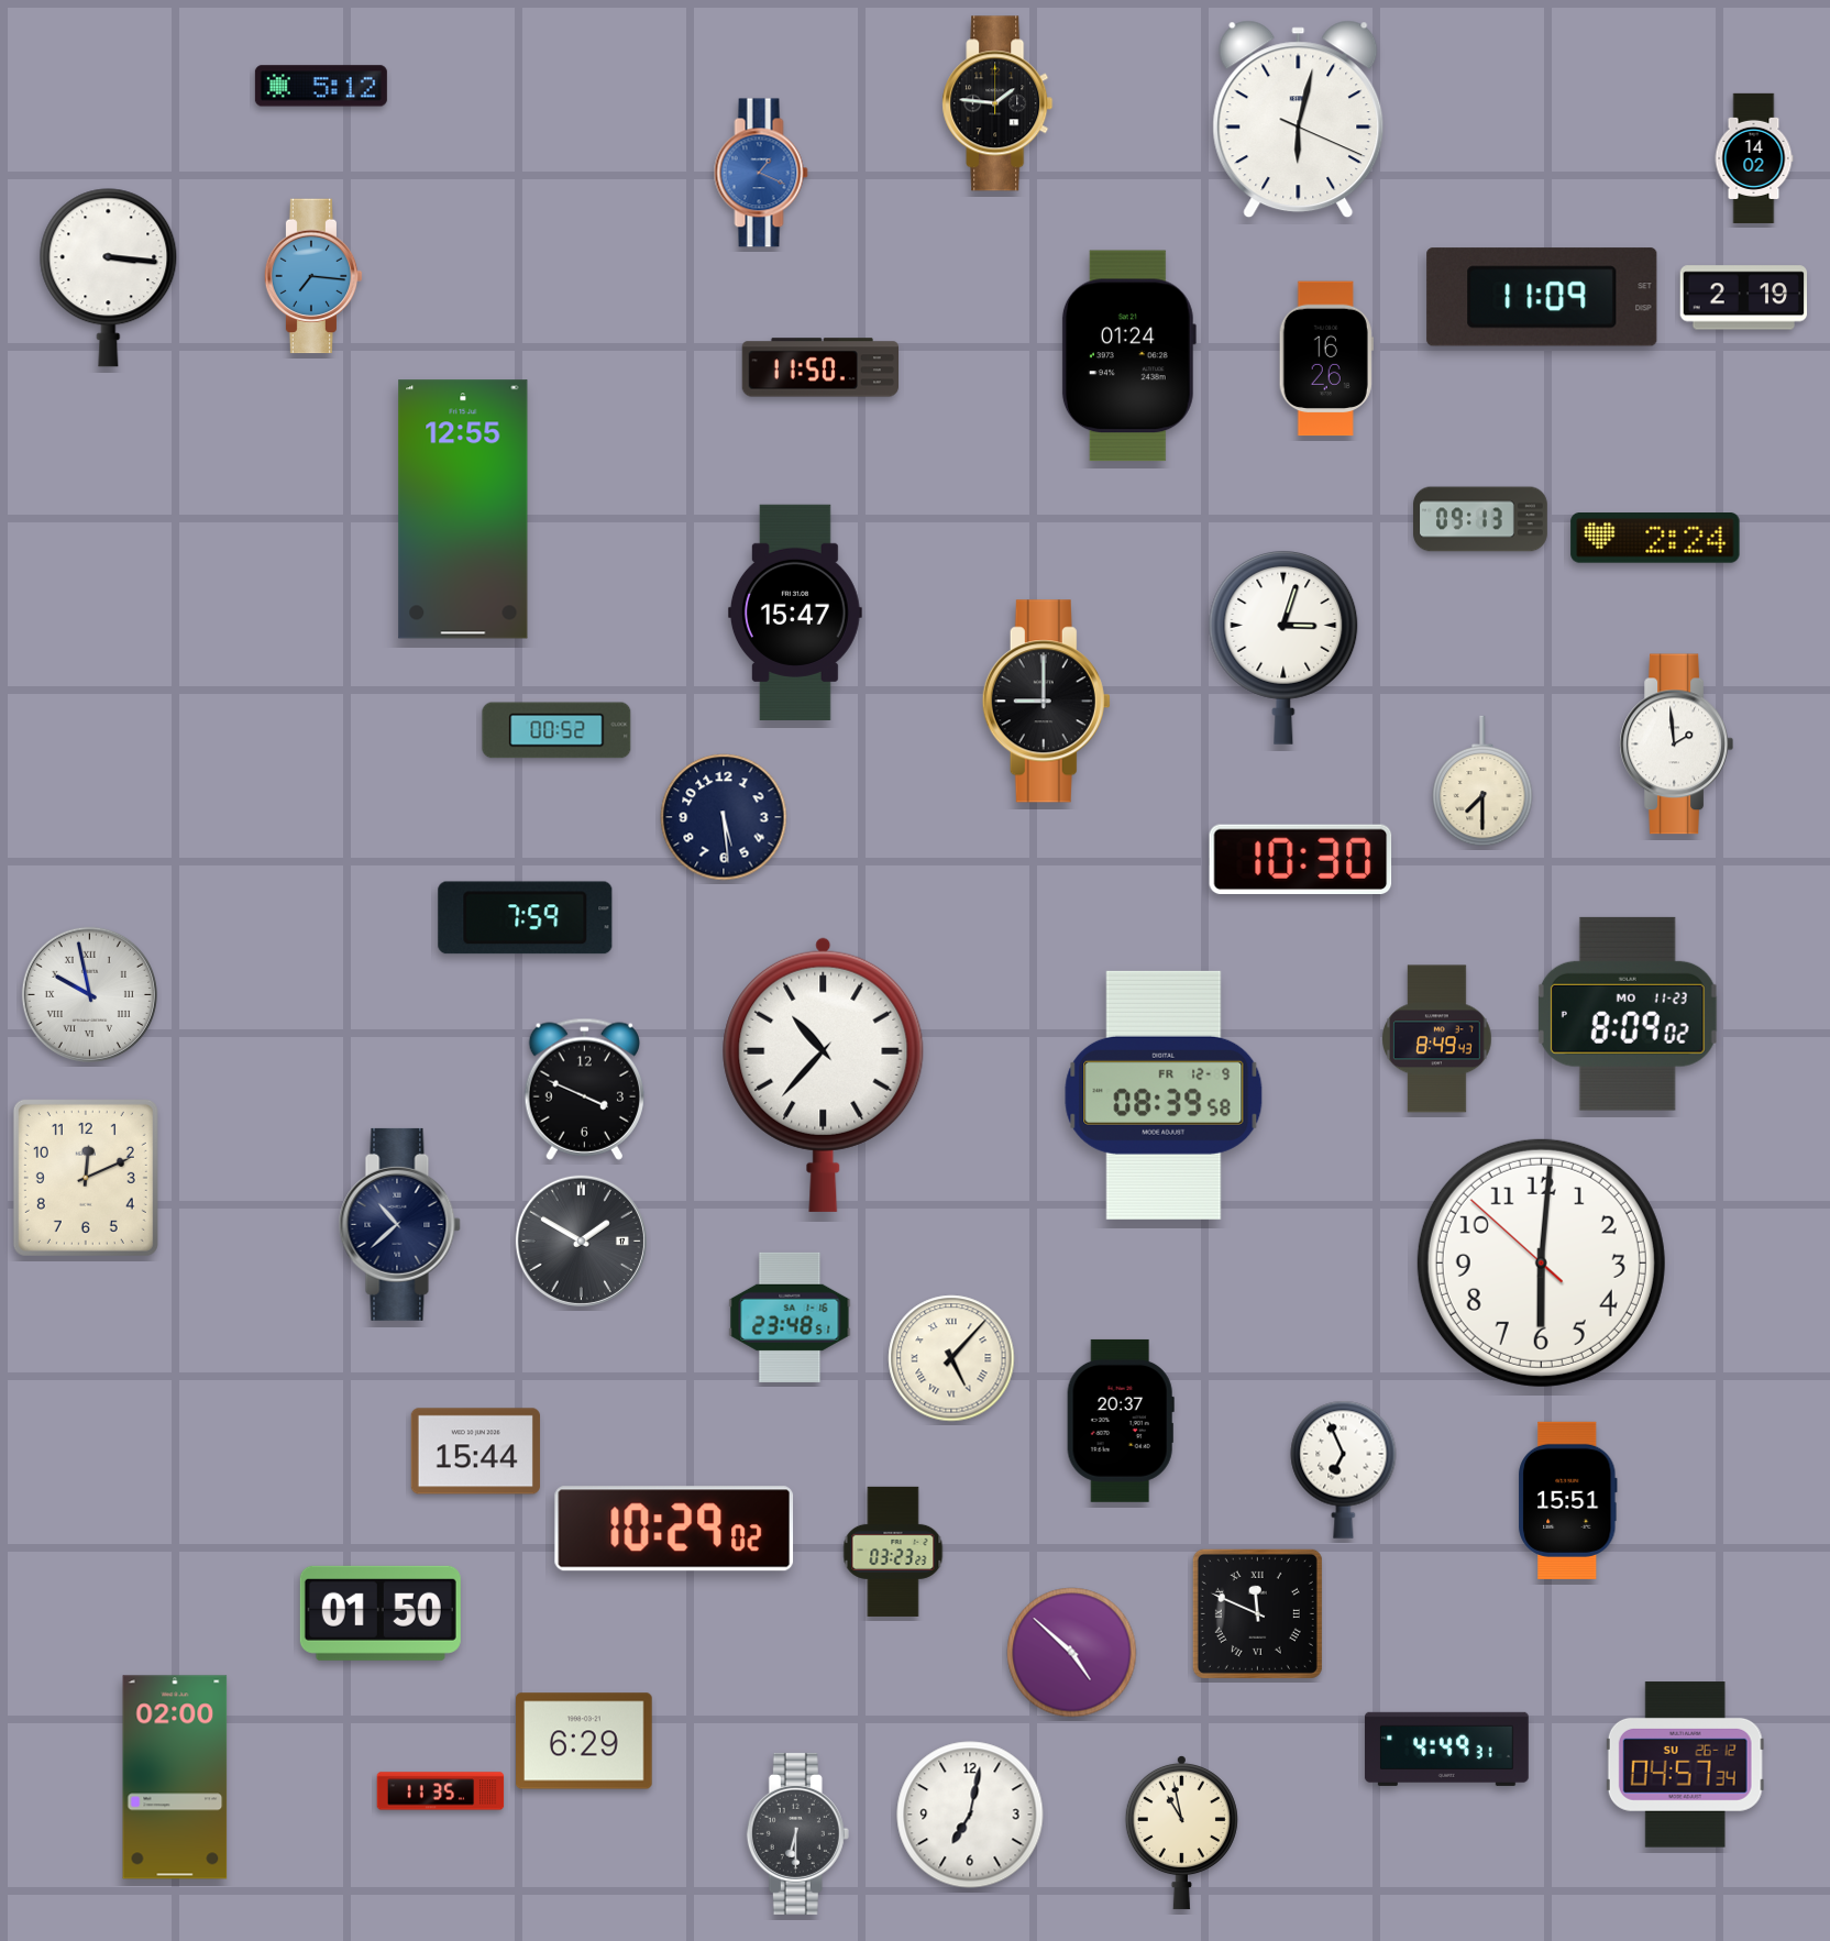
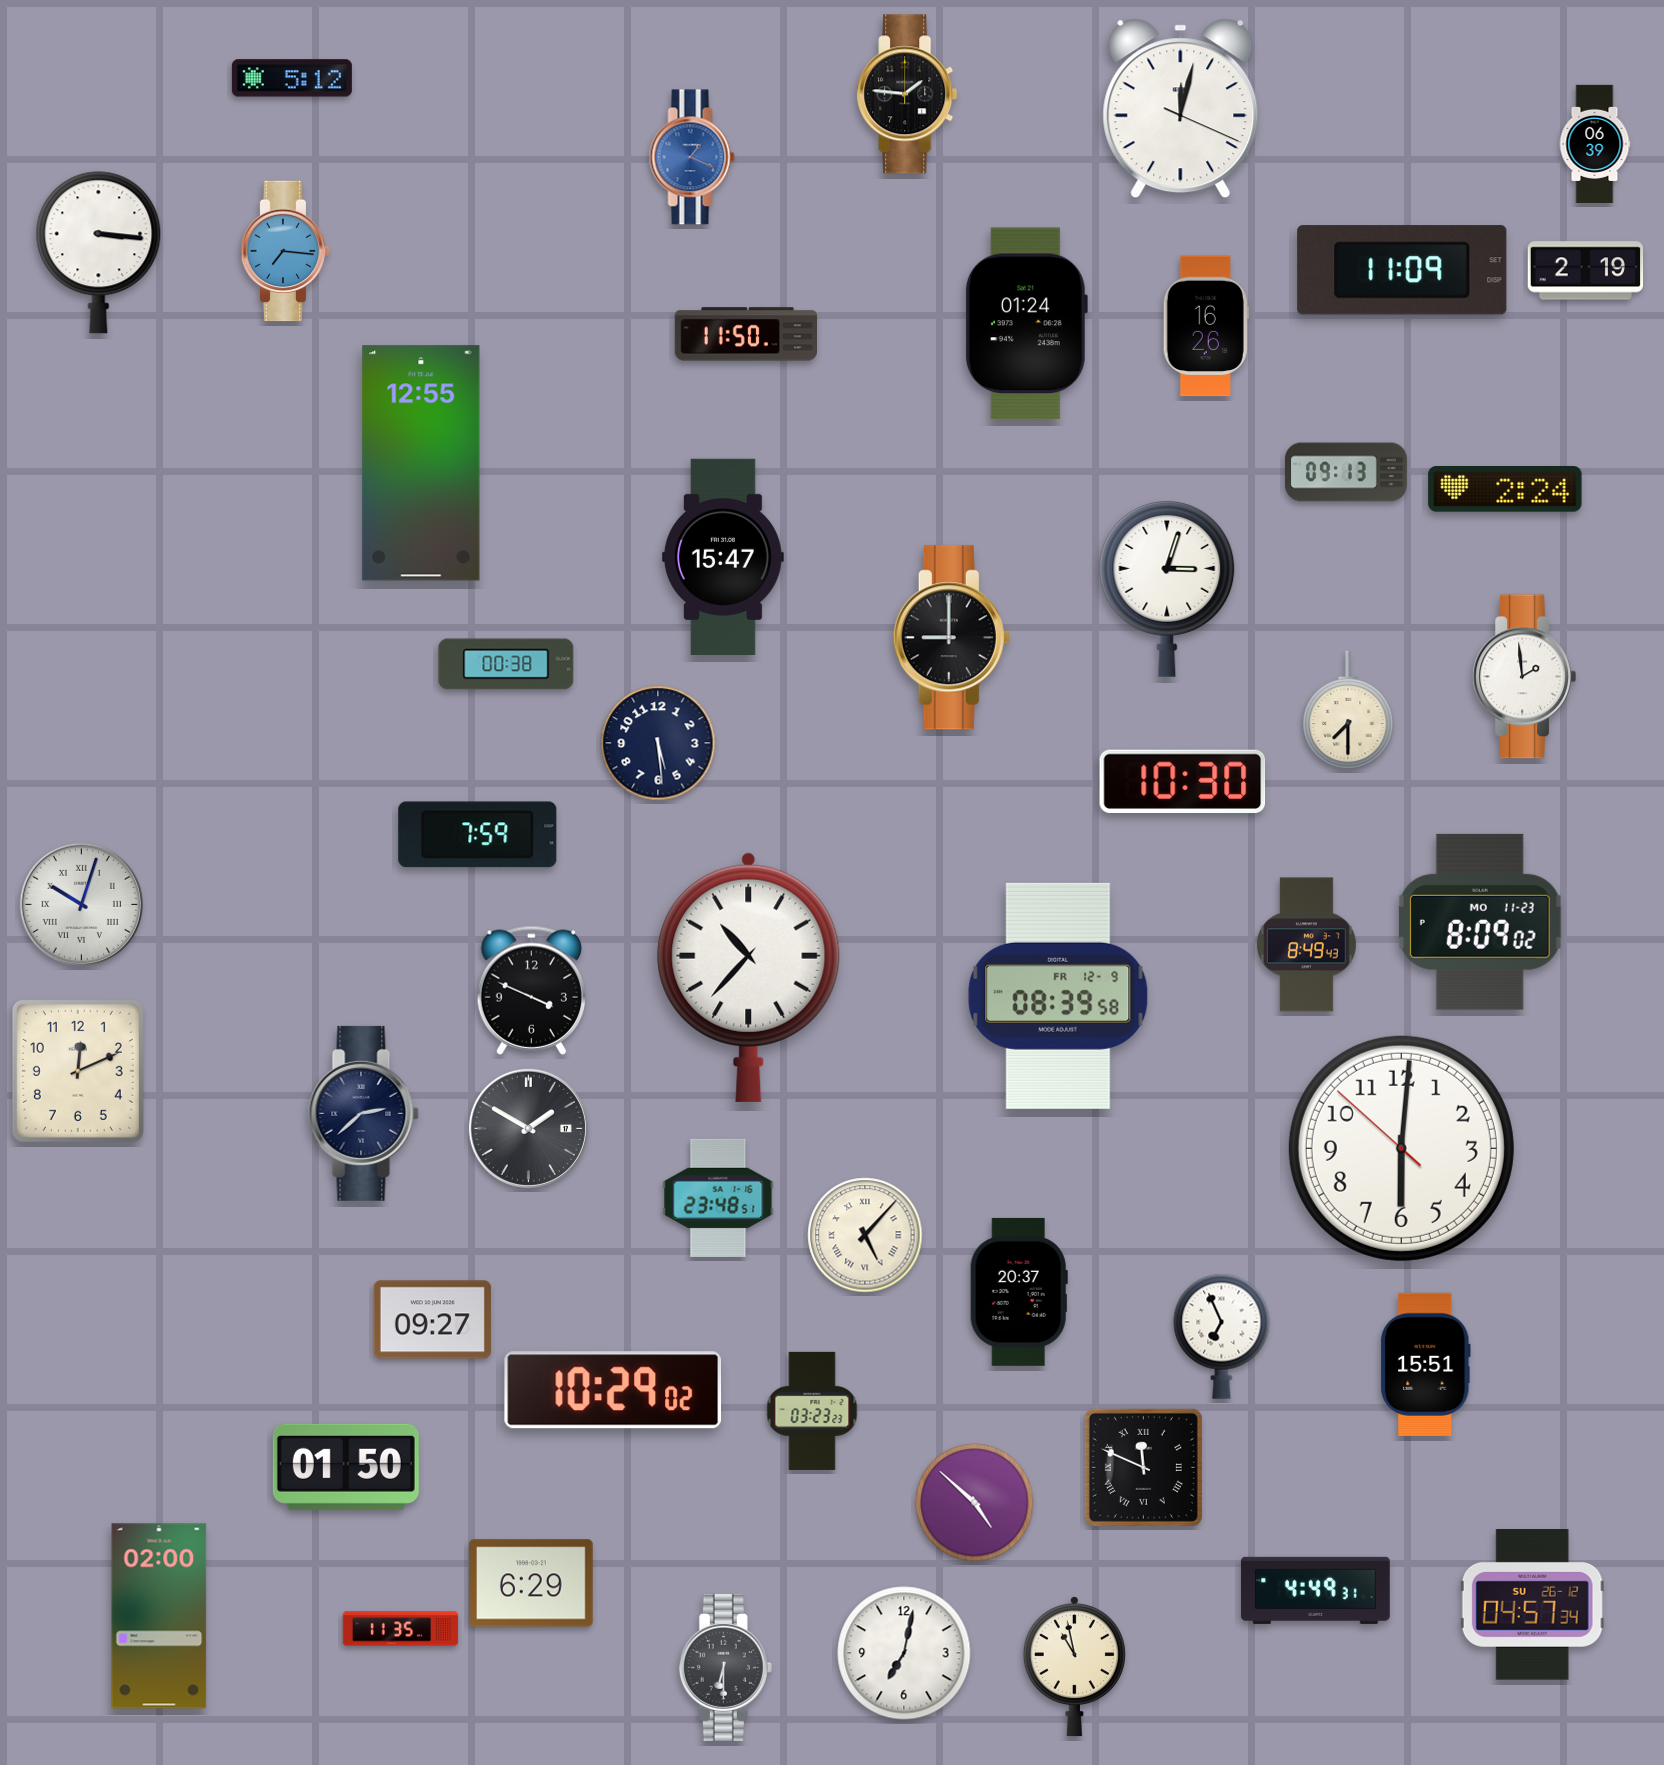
clock at (1299, 120): 6:02 -> 12:02
clock at (1754, 158): 14:02 -> 06:39
clock at (556, 730): 00:52 -> 00:38
clock at (89, 994): 9:58 -> 10:03
clock at (399, 1224): 10:38 -> 2:38
clock at (475, 1452): 15:44 -> 09:27
clock at (970, 1815) position: (970, 1815) -> (904, 1653)
